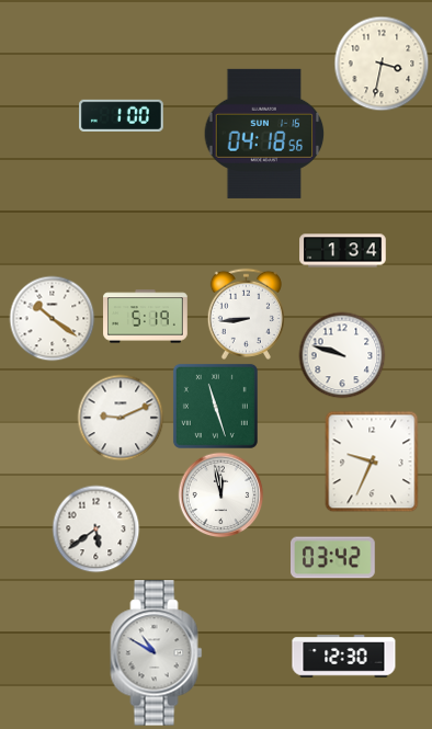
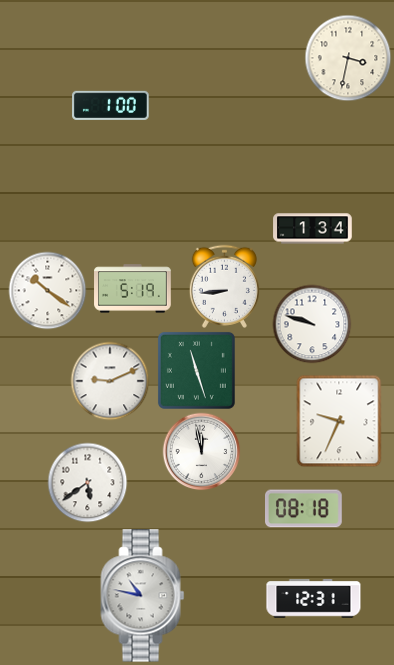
clock at (264, 134): 04:18 -> none
clock at (333, 558): 03:42 -> 08:18
clock at (157, 653): 10:50 -> 10:47
clock at (344, 657): 12:30 -> 12:31
